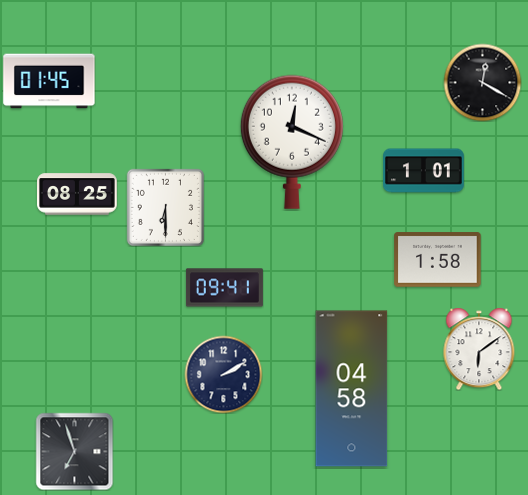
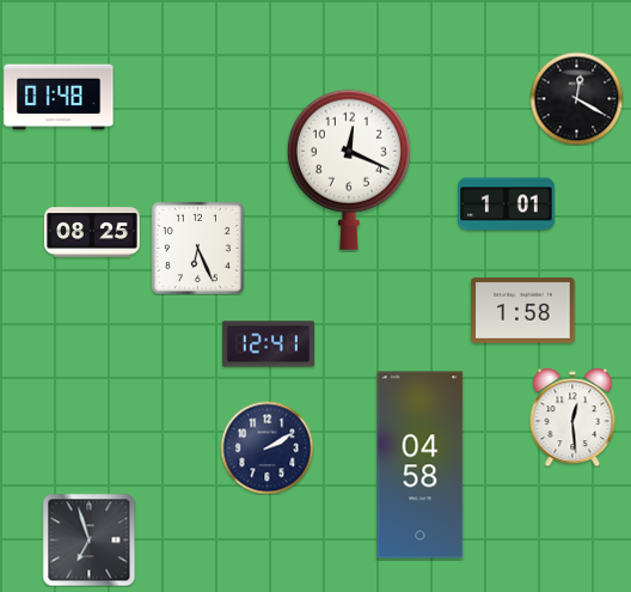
clock at (49, 81): 01:45 -> 01:48
clock at (165, 207): 6:30 -> 6:26
clock at (224, 288): 09:41 -> 12:41
clock at (479, 349): 6:09 -> 12:29
